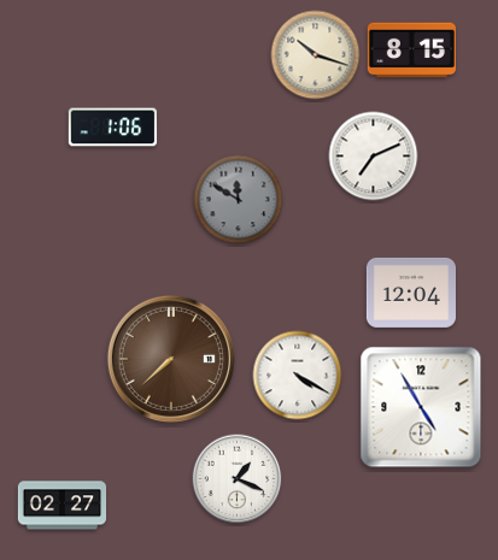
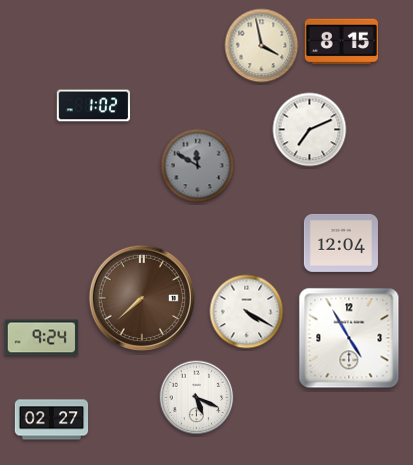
clock at (316, 55): 10:18 -> 3:58
clock at (113, 128): 1:06 -> 1:02
clock at (41, 338): none -> 9:24
clock at (238, 479): 1:19 -> 5:19
